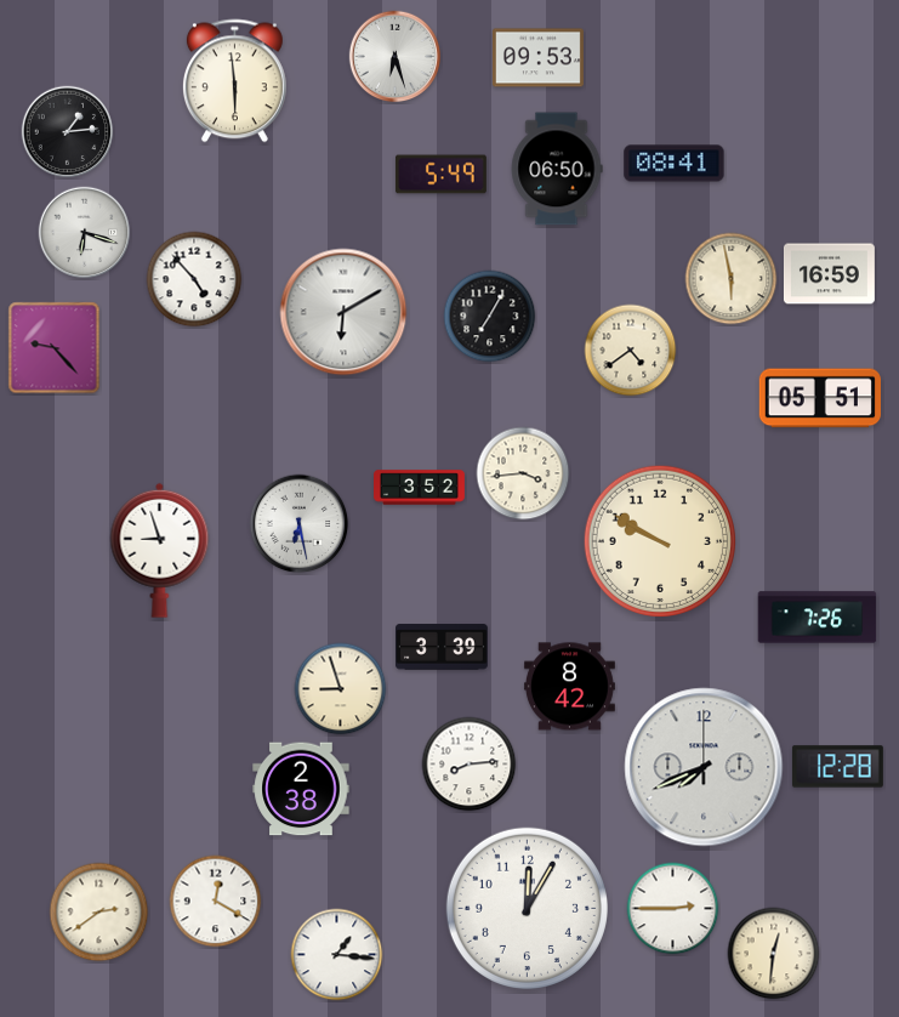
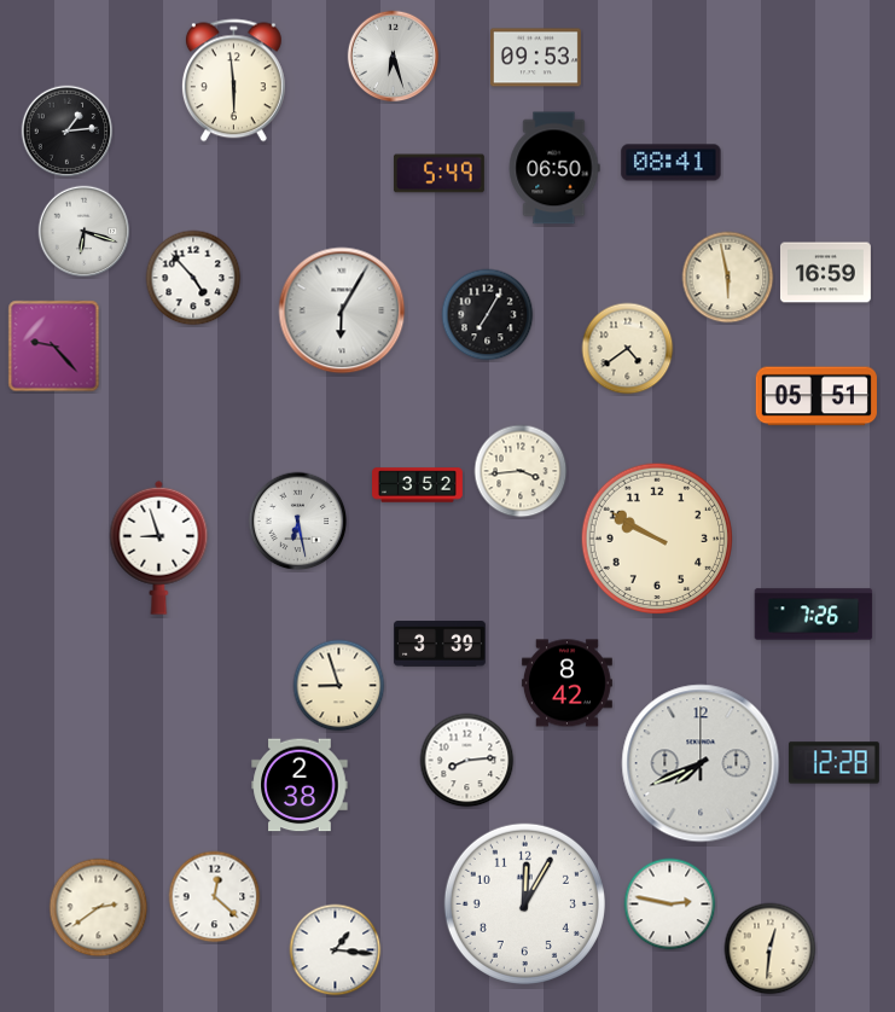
clock at (343, 312): 6:10 -> 6:05
clock at (216, 902): 12:20 -> 12:22
clock at (673, 909): 2:45 -> 2:47
